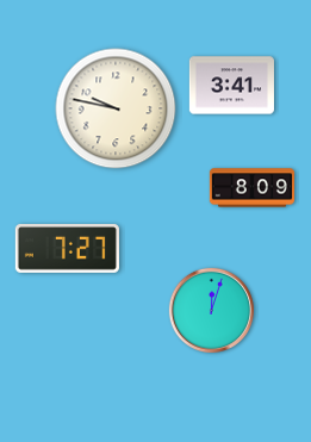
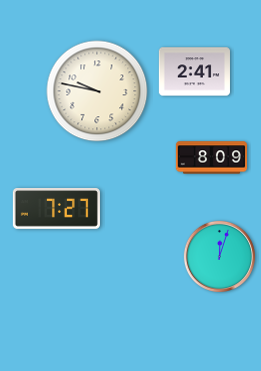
clock at (231, 86): 3:41 -> 2:41
clock at (211, 310) position: (211, 310) -> (219, 256)
